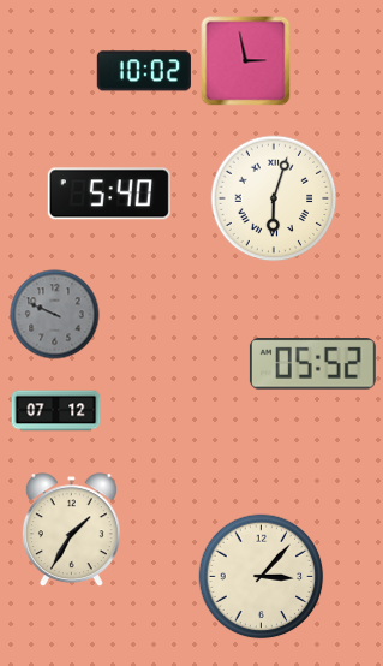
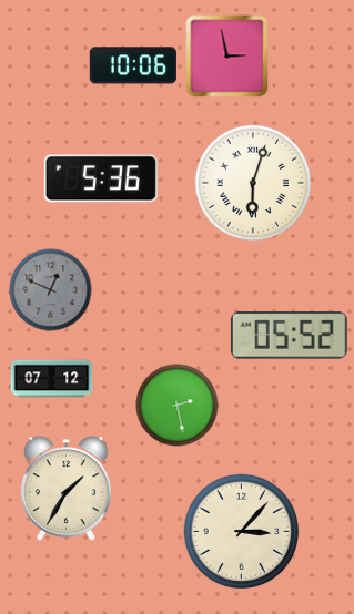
clock at (144, 71): 10:02 -> 10:06
clock at (109, 194): 5:40 -> 5:36
clock at (55, 315): 9:49 -> 12:49
clock at (178, 406): none -> 2:28
